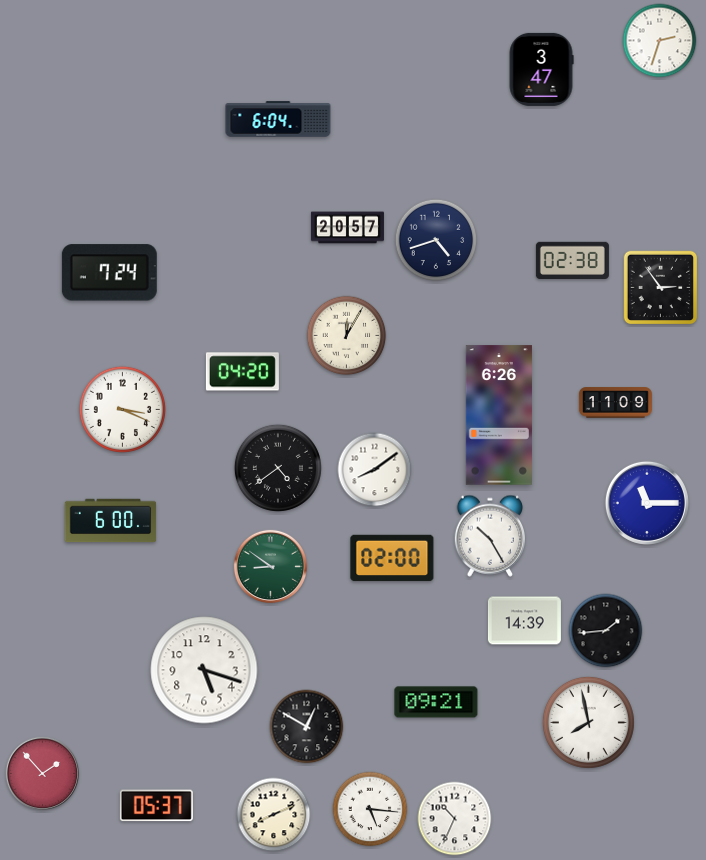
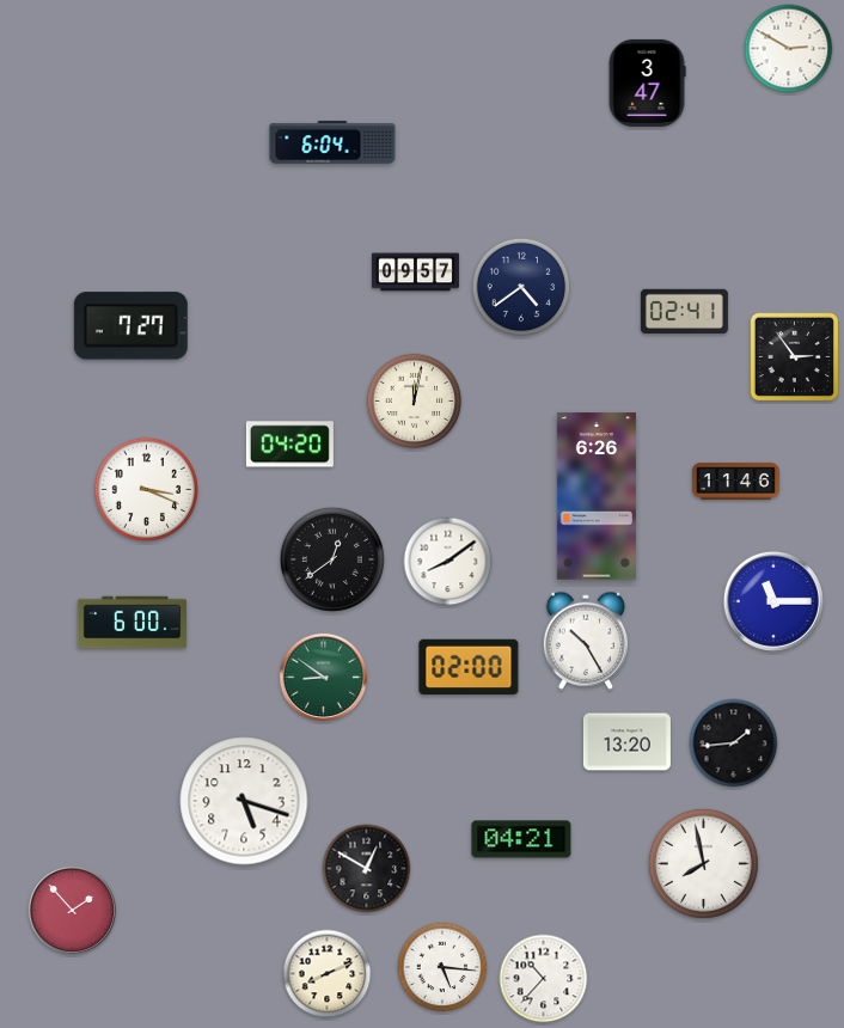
clock at (660, 41): 2:33 -> 2:50
clock at (347, 228): 20:57 -> 09:57
clock at (436, 240): 4:42 -> 4:39
clock at (572, 260): 02:38 -> 02:41
clock at (109, 273): 7:24 -> 7:27
clock at (661, 288) position: (661, 288) -> (795, 357)
clock at (347, 336): 12:05 -> 12:02
clock at (615, 403): 11:09 -> 11:46
clock at (278, 468): 4:39 -> 12:39
clock at (524, 621): 14:39 -> 13:20
clock at (606, 631) position: (606, 631) -> (734, 744)
clock at (436, 702): 09:21 -> 04:21
clock at (42, 773) position: (42, 773) -> (72, 910)
clock at (156, 806): 05:37 -> none
clock at (455, 819): 10:34 -> 10:37
